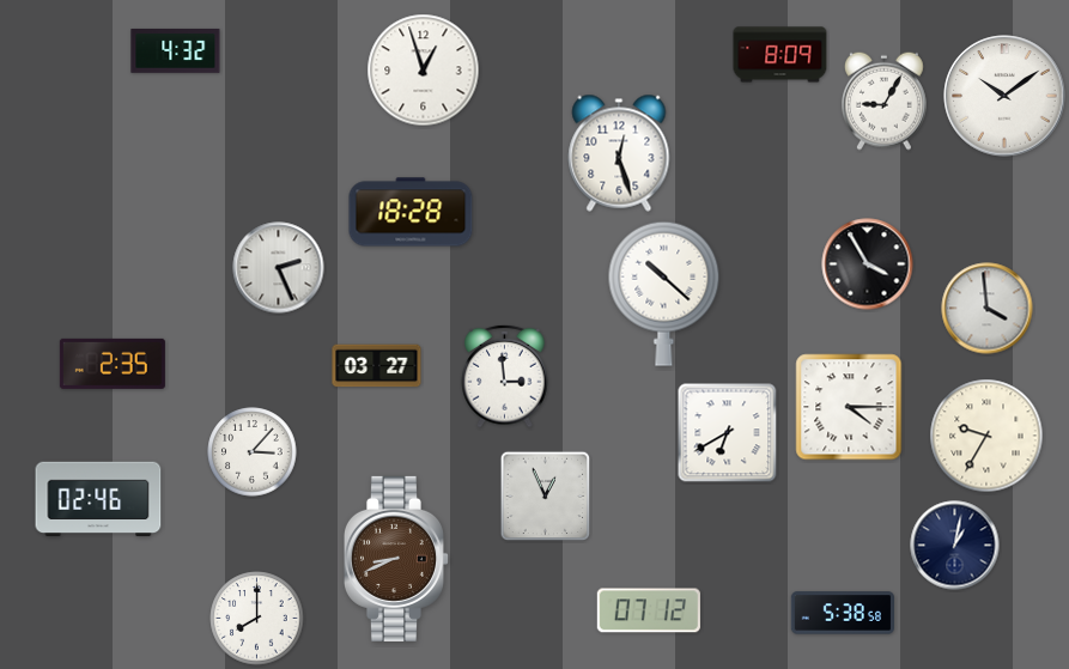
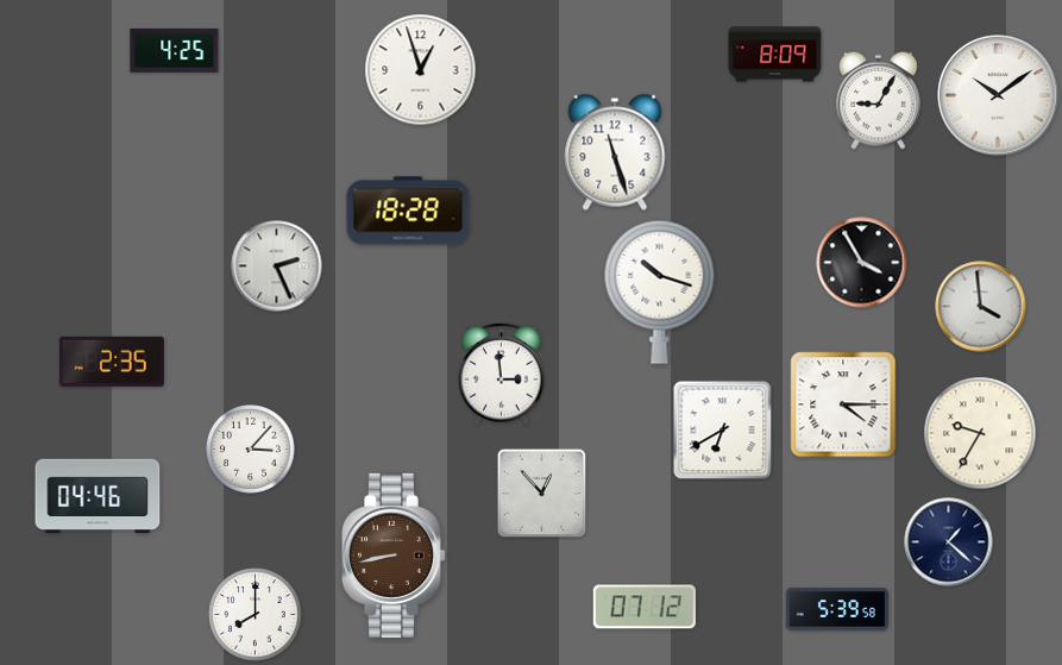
clock at (176, 50): 4:32 -> 4:25
clock at (619, 153): 12:27 -> 11:27
clock at (664, 293): 10:22 -> 10:18
clock at (377, 366): 03:27 -> none
clock at (546, 497): 12:56 -> 12:53
clock at (98, 499): 02:46 -> 04:46
clock at (955, 546): 1:02 -> 1:22
clock at (395, 559): 8:41 -> 8:43
clock at (842, 613): 5:38 -> 5:39
